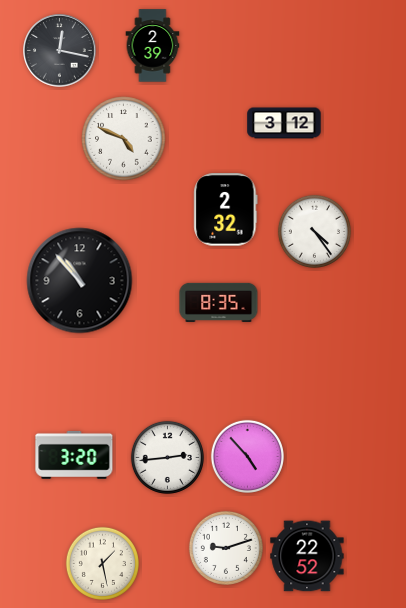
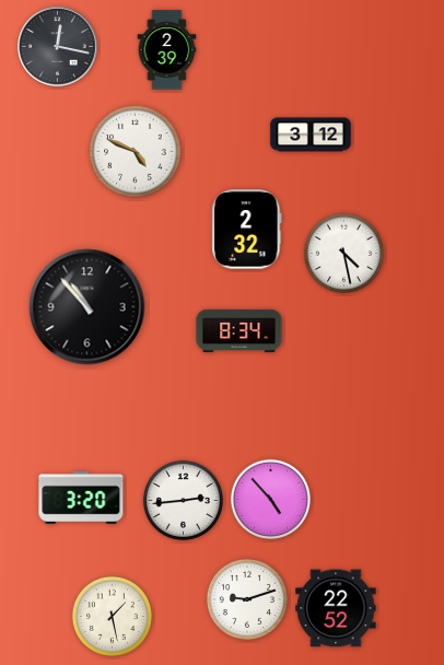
clock at (60, 51) position: (60, 51) -> (58, 47)
clock at (314, 231): 4:24 -> 4:28
clock at (219, 302): 8:35 -> 8:34
